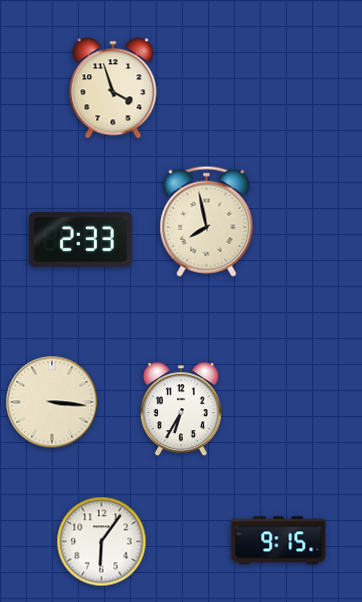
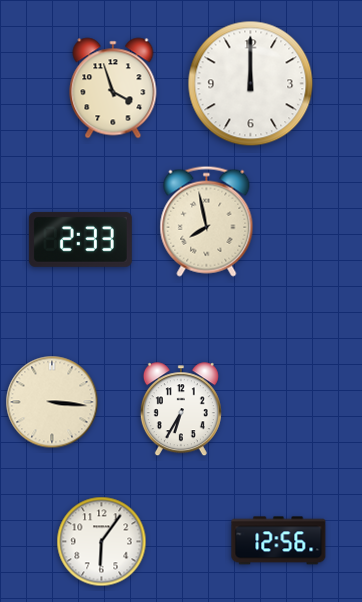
clock at (251, 84): none -> 12:00
clock at (279, 541): 9:15 -> 12:56
